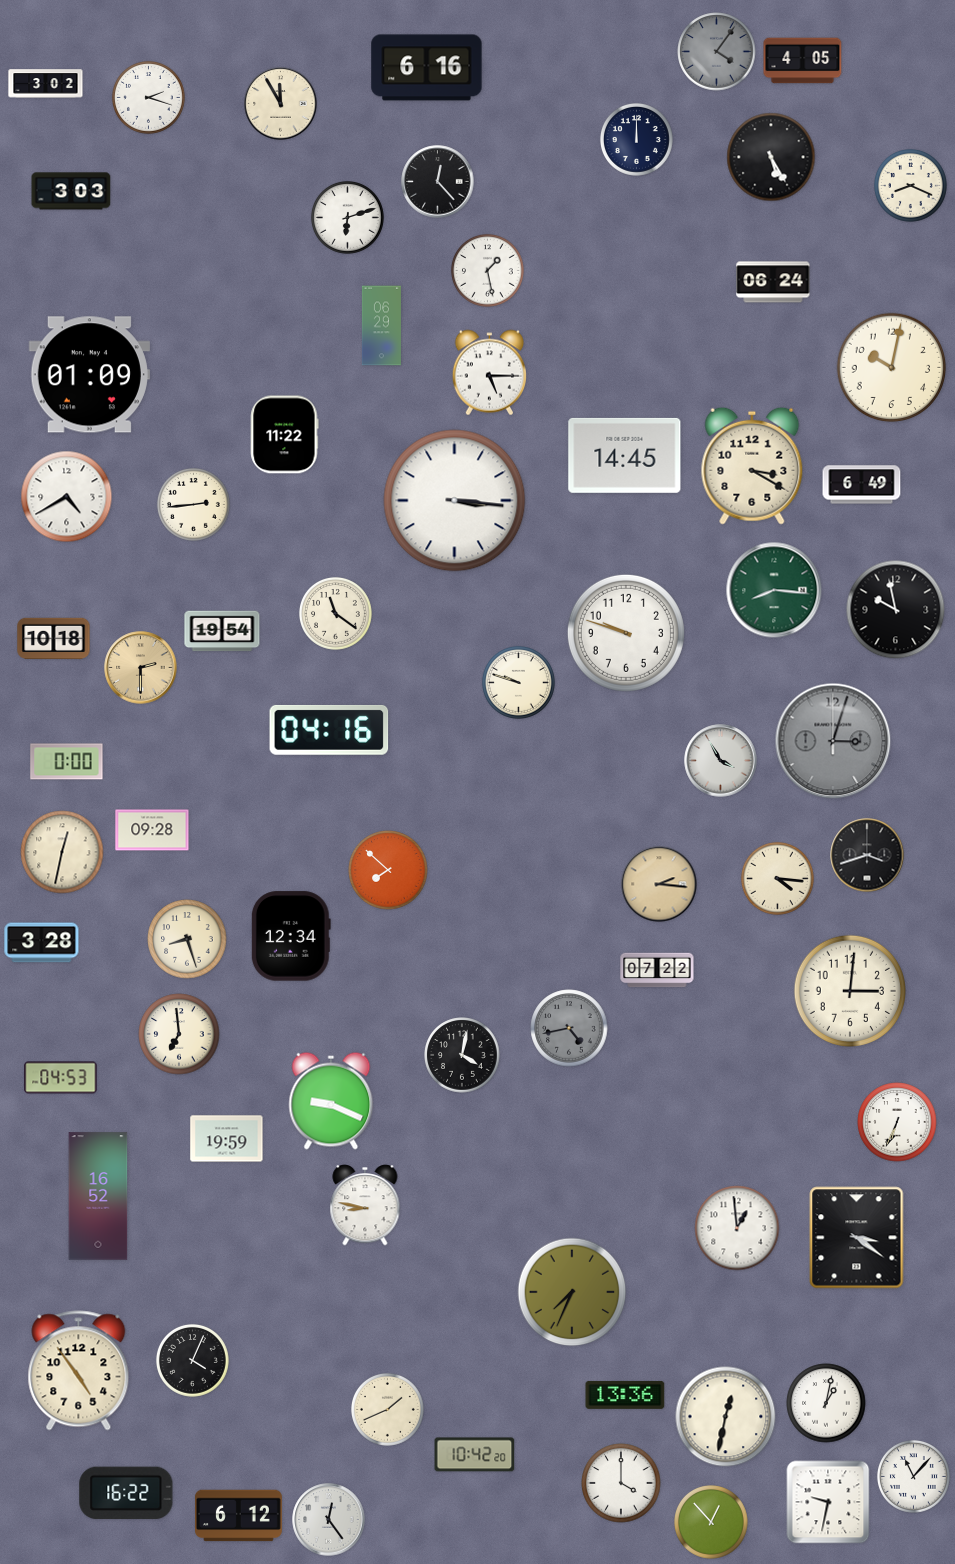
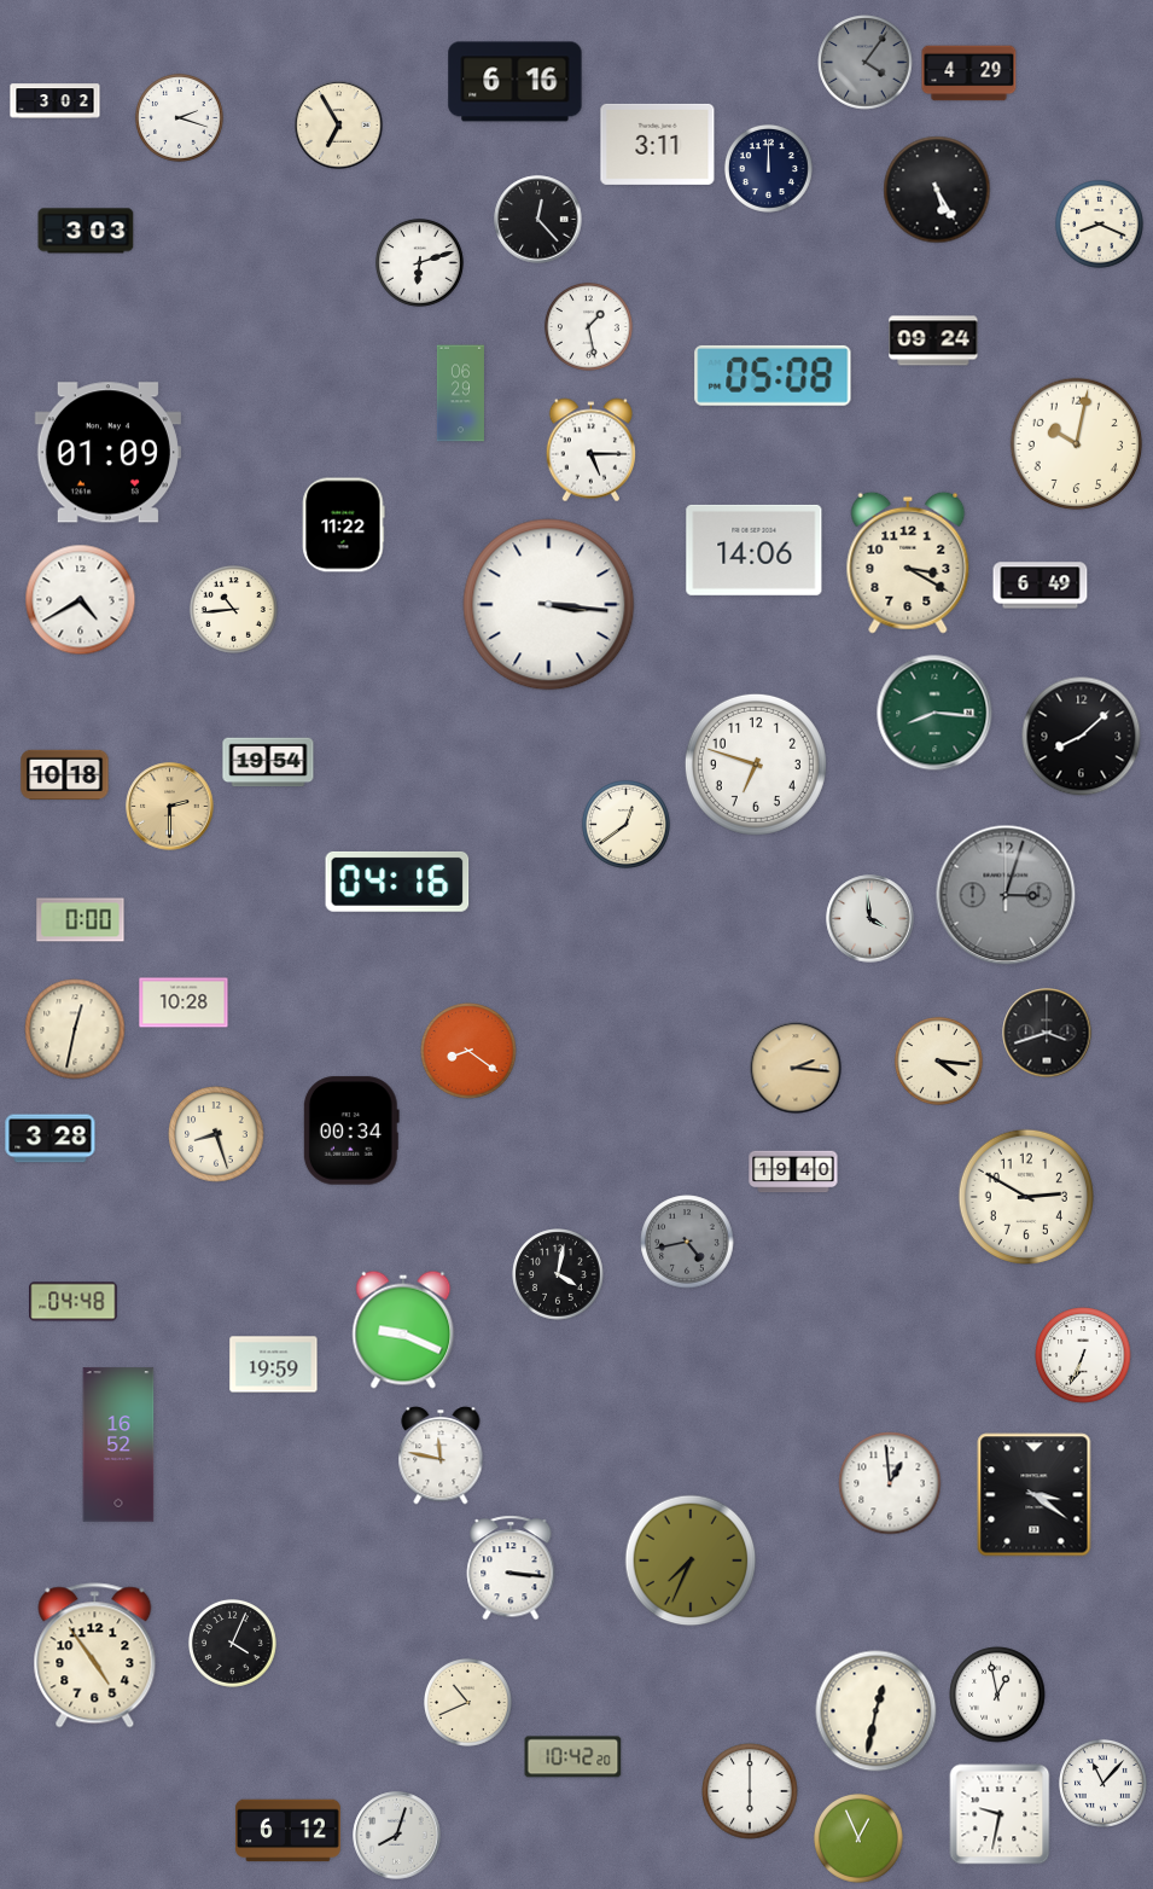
clock at (803, 61): 4:05 -> 4:29
clock at (281, 104): 11:55 -> 6:55
clock at (658, 144): none -> 3:11
clock at (771, 157) position: (771, 157) -> (937, 190)
clock at (438, 182) position: (438, 182) -> (538, 220)
clock at (773, 282): 06:24 -> 09:24
clock at (773, 376): none -> 05:08
clock at (625, 455): 14:45 -> 14:06
clock at (193, 504): 2:44 -> 10:44
clock at (896, 610): 9:58 -> 8:08
clock at (335, 613): 11:21 -> none
clock at (626, 633): 9:48 -> 6:48
clock at (54, 639) position: (54, 639) -> (65, 775)
clock at (518, 682): 9:48 -> 12:39
clock at (721, 761): 3:55 -> 3:59
clock at (152, 830): 09:28 -> 10:28
clock at (388, 870): 7:52 -> 8:21
clock at (291, 936): 12:34 -> 00:34
clock at (187, 939) position: (187, 939) -> (216, 1134)
clock at (657, 970): 07:22 -> 19:40
clock at (850, 991): 3:01 -> 2:50
clock at (179, 1034): 6:59 -> none
clock at (61, 1078): 04:53 -> 04:48
clock at (331, 1101) position: (331, 1101) -> (403, 1330)
clock at (227, 1139) position: (227, 1139) -> (274, 1365)
clock at (365, 1205): 8:47 -> 11:47
clock at (511, 1568): none -> 3:16
clock at (625, 1395): 13:36 -> none
clock at (826, 1403): 1:02 -> 12:58
clock at (387, 1409): 1:41 -> 10:41
clock at (621, 1483): 4:00 -> 6:00
clock at (126, 1493): 16:22 -> none
clock at (329, 1520): 12:24 -> 8:03
clock at (712, 1523): 12:53 -> 12:56
